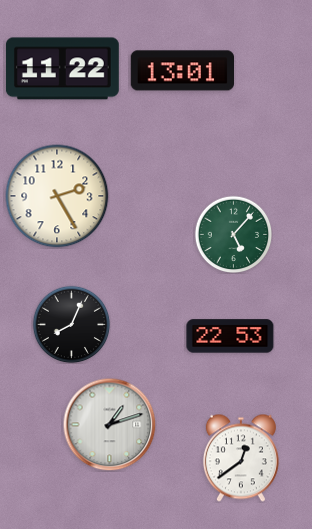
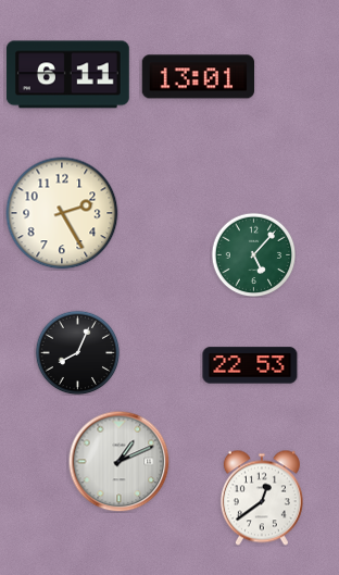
clock at (62, 69): 11:22 -> 6:11
clock at (109, 424): 1:12 -> 1:11
